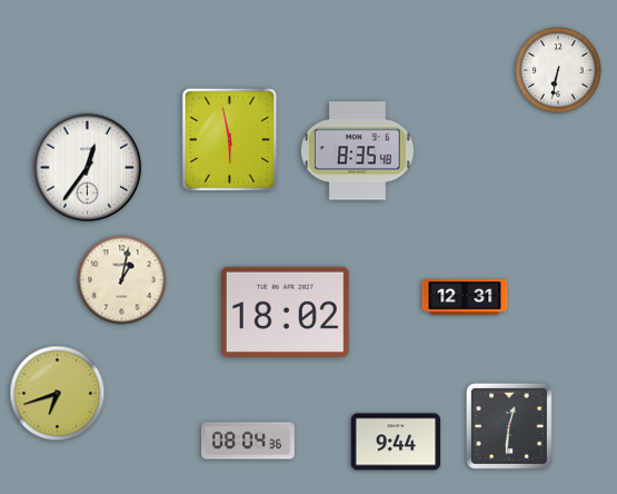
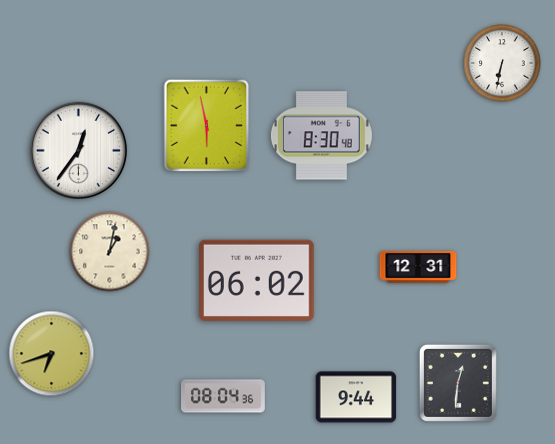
clock at (357, 151): 8:35 -> 8:30
clock at (286, 312): 18:02 -> 06:02
